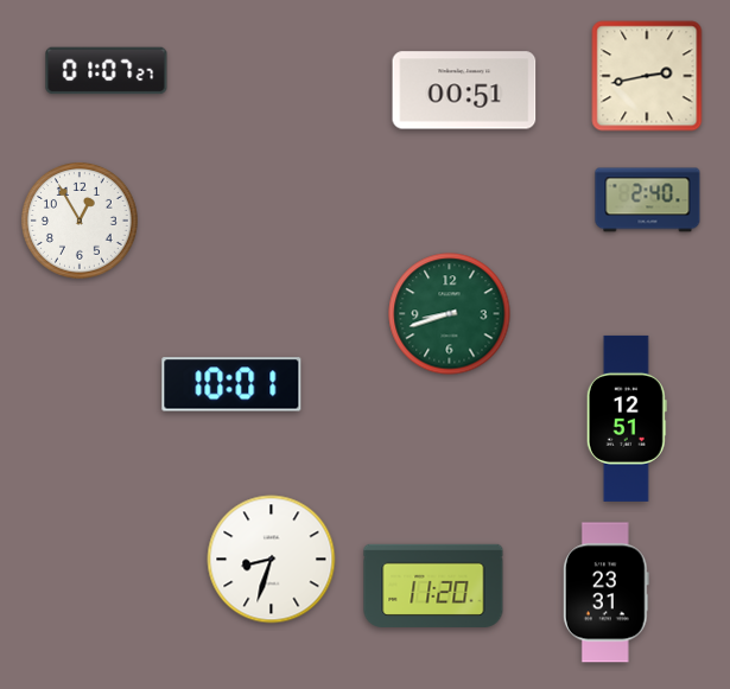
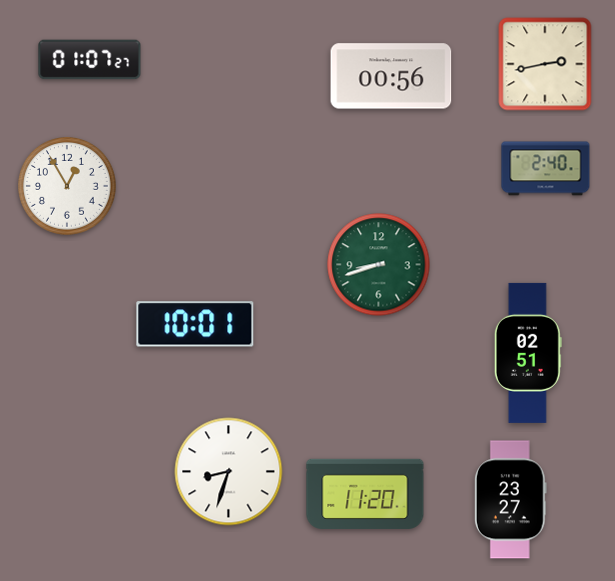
clock at (464, 90): 00:51 -> 00:56
clock at (627, 419): 12:51 -> 02:51
clock at (605, 593): 23:31 -> 23:27
